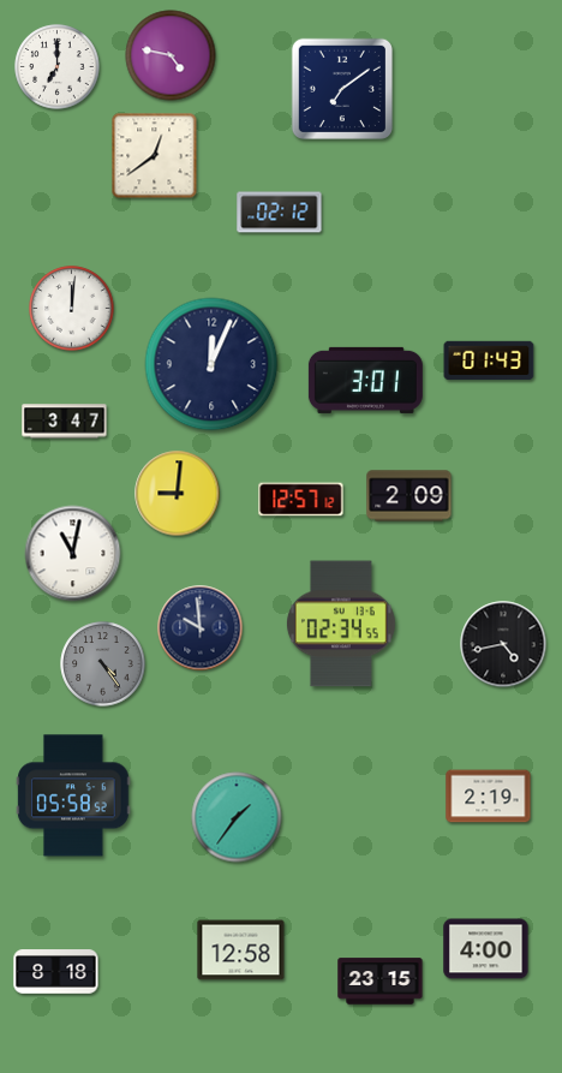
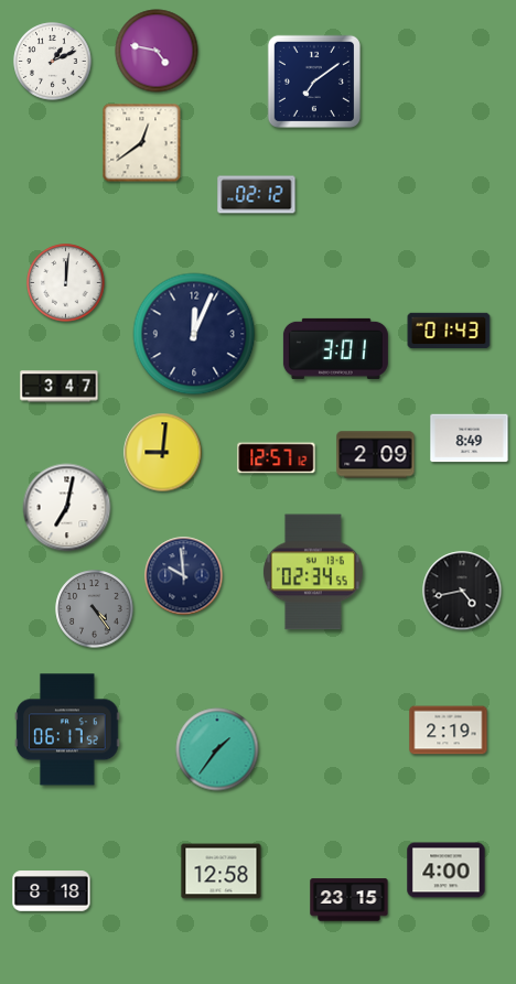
clock at (58, 67): 7:00 -> 1:11
clock at (470, 439): none -> 8:49
clock at (73, 554): 11:02 -> 7:02
clock at (73, 795): 05:58 -> 06:17
